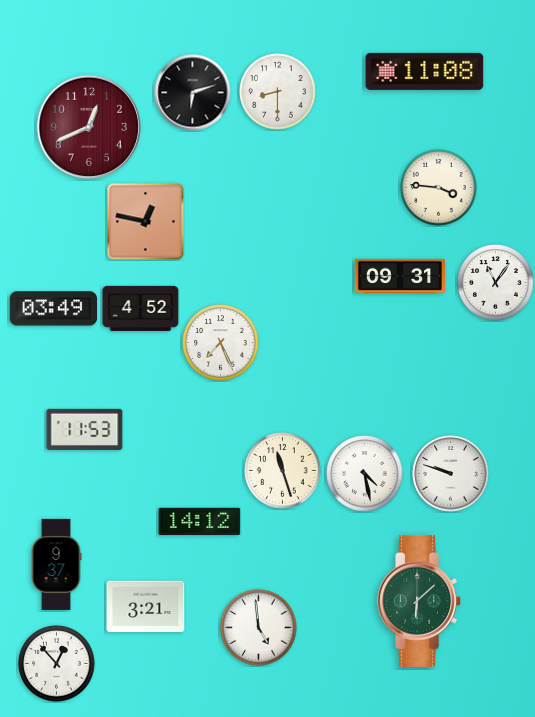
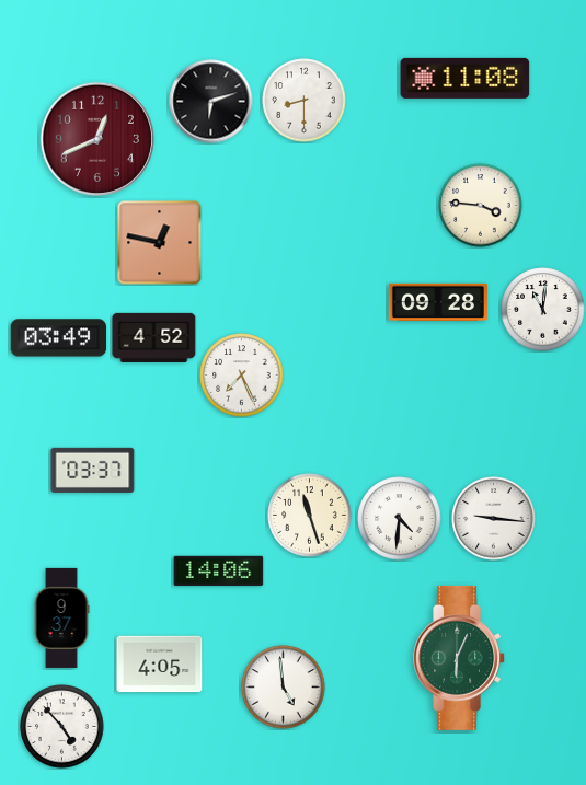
clock at (399, 276): 09:31 -> 09:28
clock at (496, 283): 11:06 -> 11:01
clock at (85, 429): 11:53 -> 03:37
clock at (365, 474): 4:28 -> 4:31
clock at (451, 474): 9:48 -> 9:16
clock at (200, 522): 14:12 -> 14:06
clock at (420, 601): 6:08 -> 6:04
clock at (146, 607): 3:21 -> 4:05
clock at (57, 664): 12:53 -> 4:53
